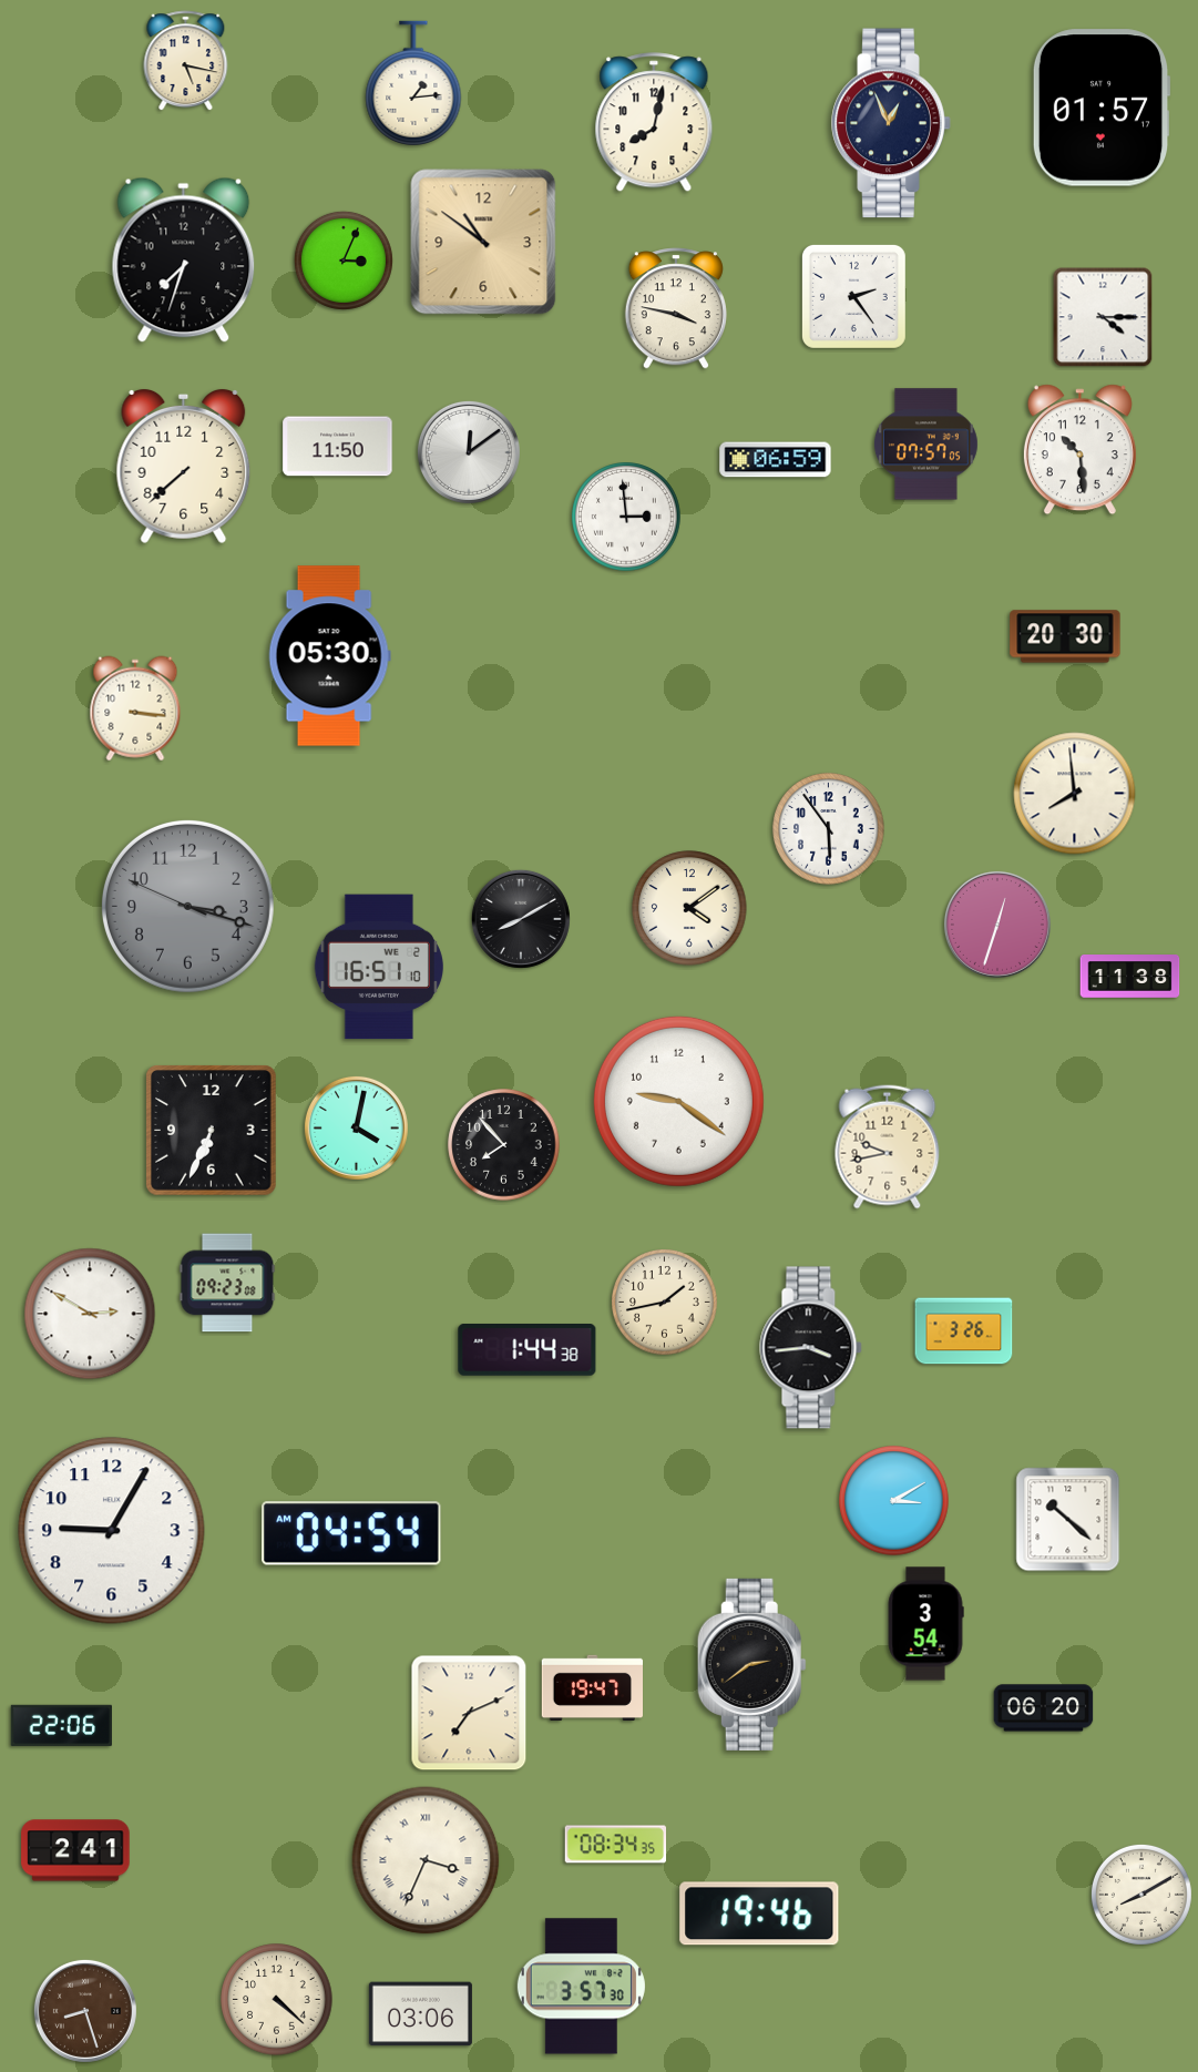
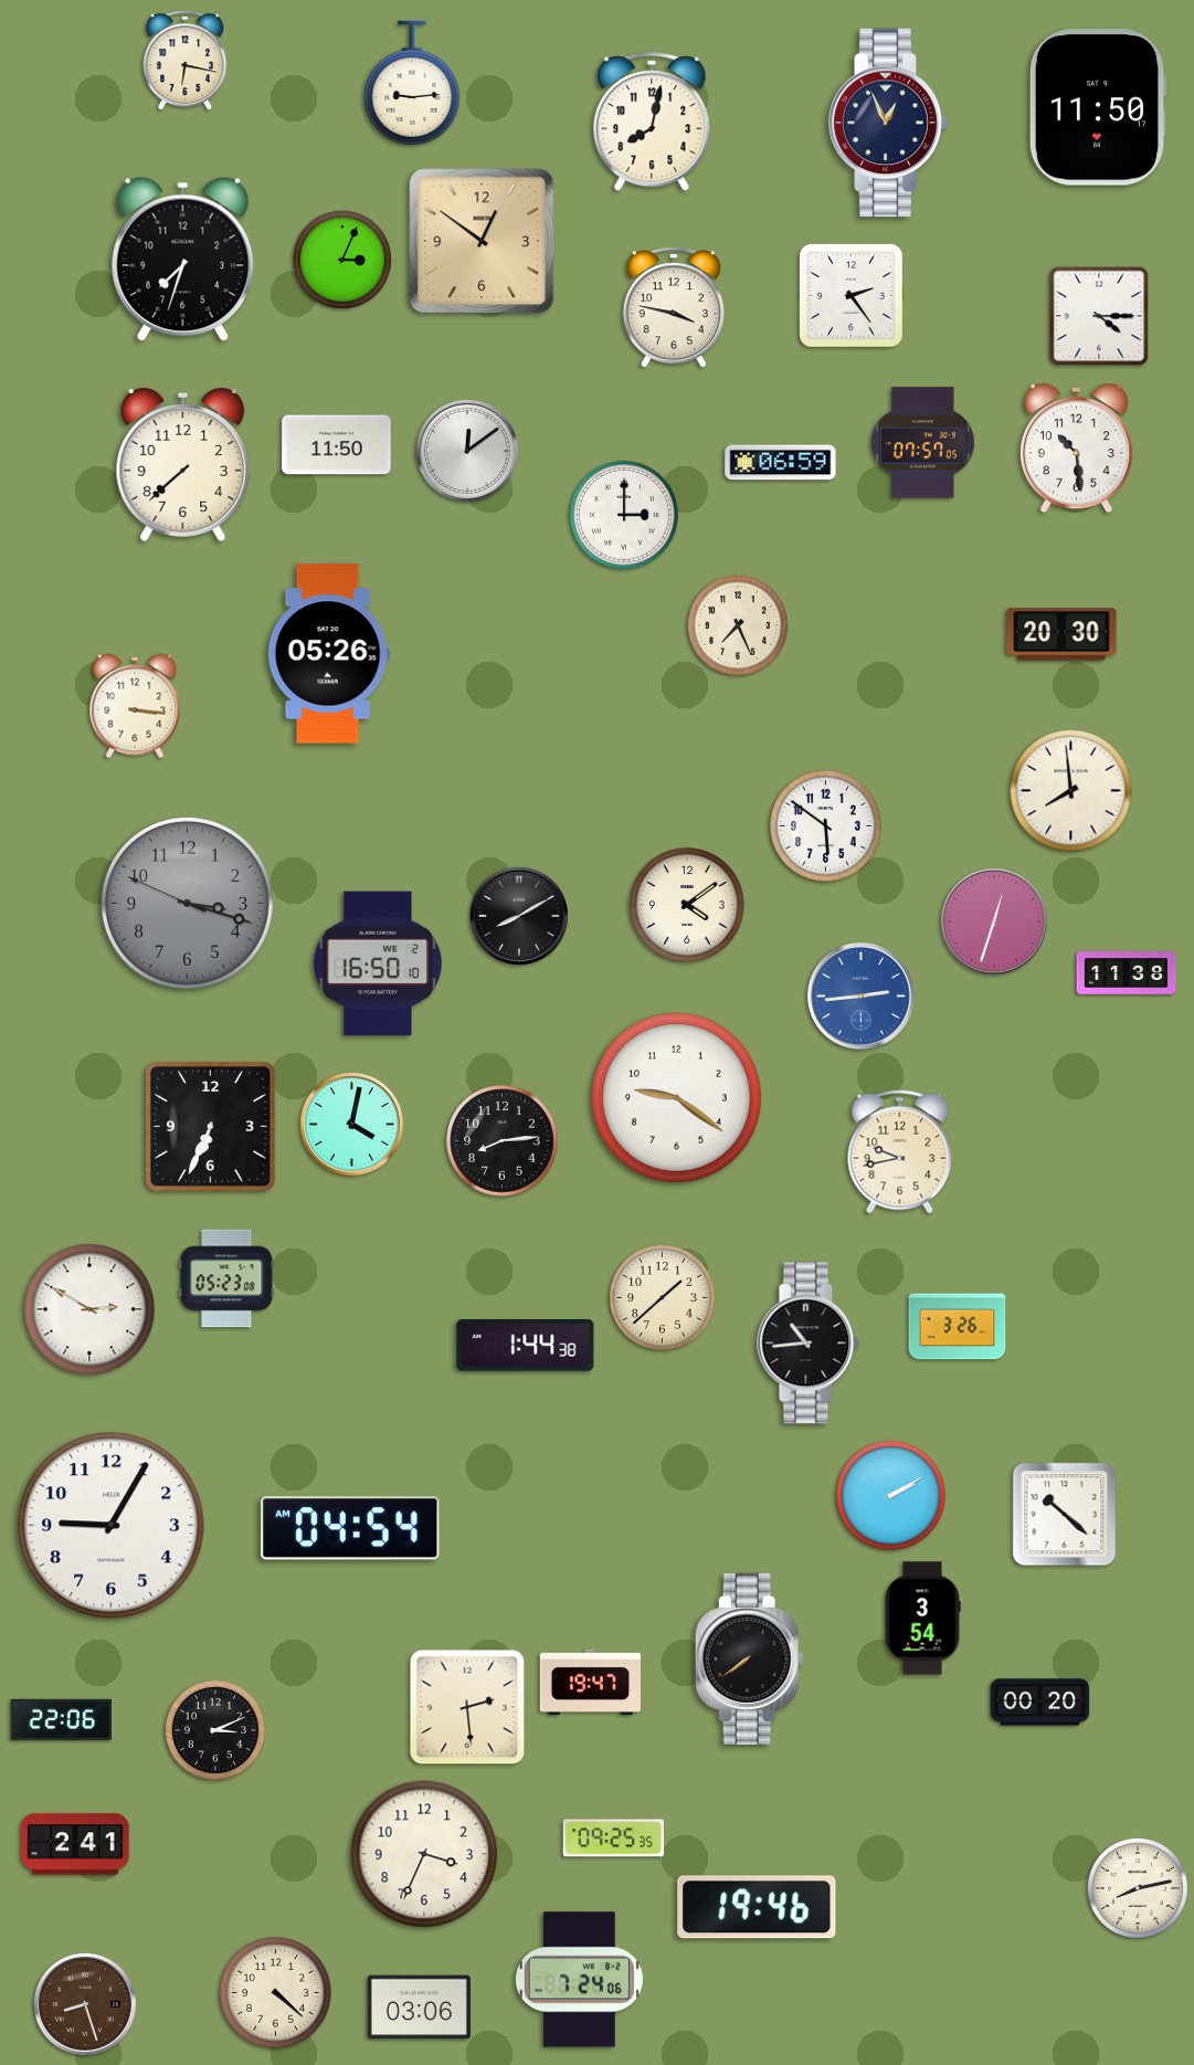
clock at (186, 61): 5:17 -> 6:17
clock at (413, 83): 1:14 -> 9:14
clock at (1102, 108): 01:57 -> 11:50
clock at (483, 242): 10:51 -> 12:51
clock at (776, 460) position: (776, 460) -> (781, 463)
clock at (626, 517): 2:59 -> 3:00
clock at (738, 625): none -> 7:26
clock at (329, 656): 05:30 -> 05:26
clock at (829, 829): 5:54 -> 5:51
clock at (379, 967): 16:51 -> 16:50
clock at (860, 995): none -> 2:44
clock at (356, 1127) position: (356, 1127) -> (351, 1124)
clock at (504, 1145): 7:53 -> 8:14
clock at (888, 1147) position: (888, 1147) -> (900, 1152)
clock at (227, 1283): 09:23 -> 05:23
clock at (665, 1303): 1:43 -> 1:38
clock at (964, 1331) position: (964, 1331) -> (958, 1327)
clock at (811, 1348): 3:44 -> 10:44
clock at (894, 1501): 3:10 -> 2:10
clock at (751, 1664): 2:39 -> 7:39
clock at (1044, 1708): 06:20 -> 00:20
clock at (469, 1713): 7:11 -> 2:29
clock at (215, 1730): none -> 3:11
clock at (615, 1845): 08:34 -> 09:25
clock at (426, 1860) numerals: Roman -> Arabic
clock at (1141, 1895): 8:10 -> 8:13
clock at (581, 1987): 3:57 -> 7:24
